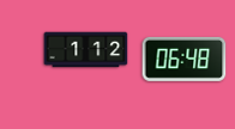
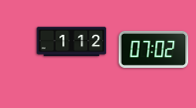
clock at (185, 59): 06:48 -> 07:02
